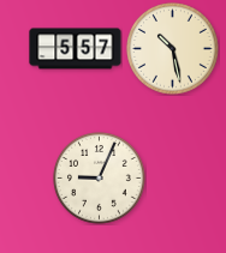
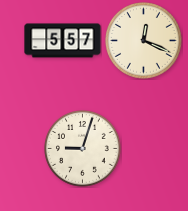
clock at (173, 49): 10:28 -> 12:19
clock at (100, 179): 9:04 -> 9:03
